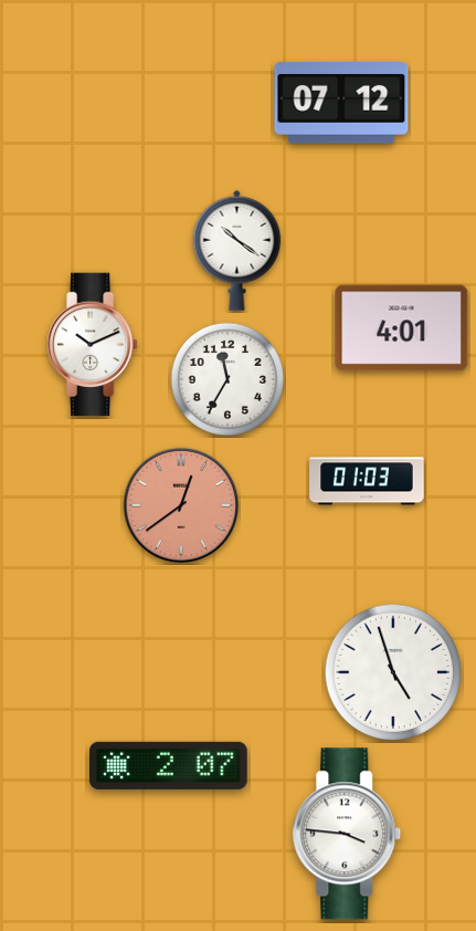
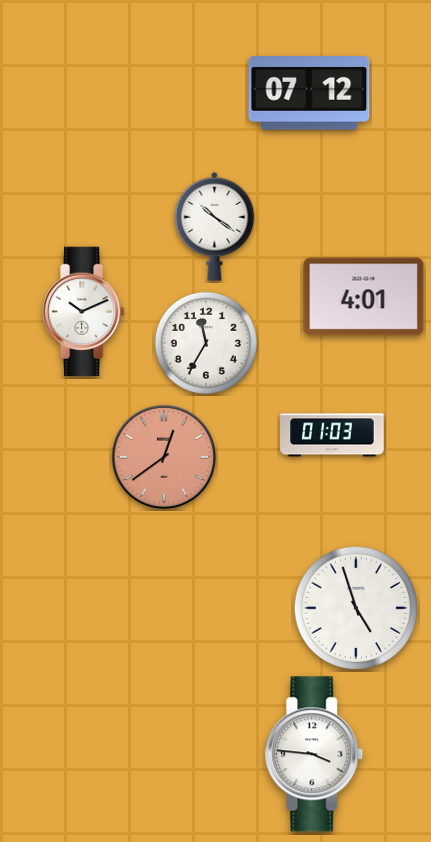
clock at (169, 765): 2:07 -> none
